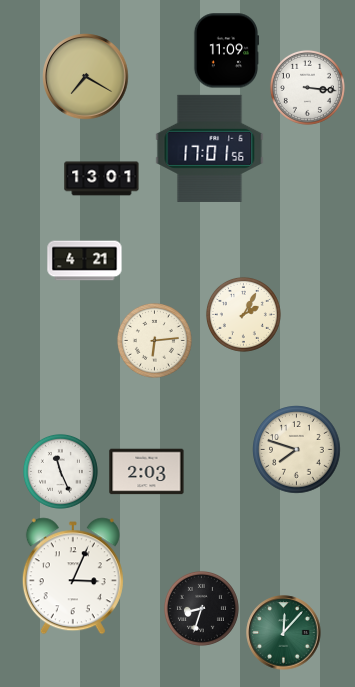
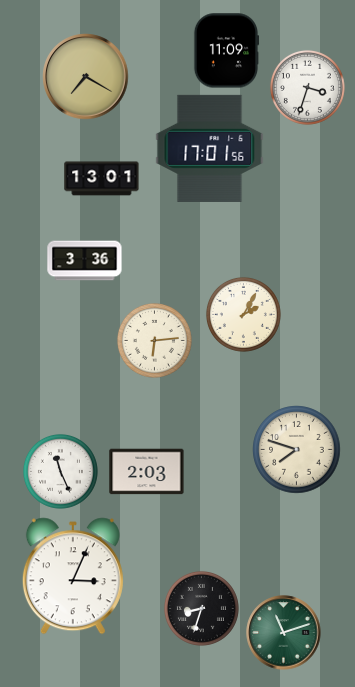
clock at (307, 87): 3:16 -> 3:33
clock at (85, 261): 4:21 -> 3:36
clock at (284, 633): 12:07 -> 11:12
